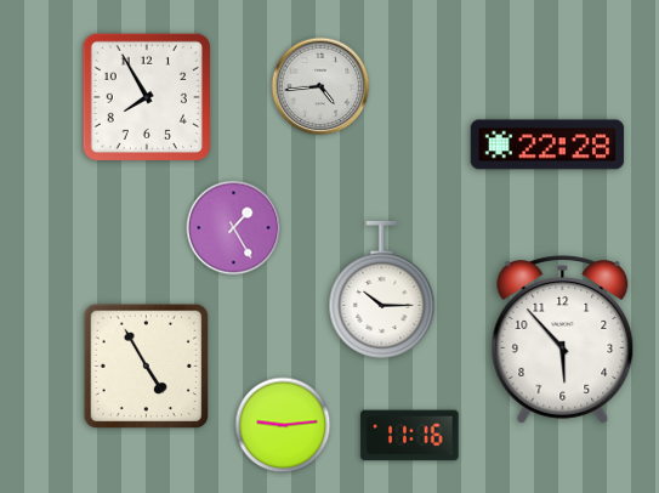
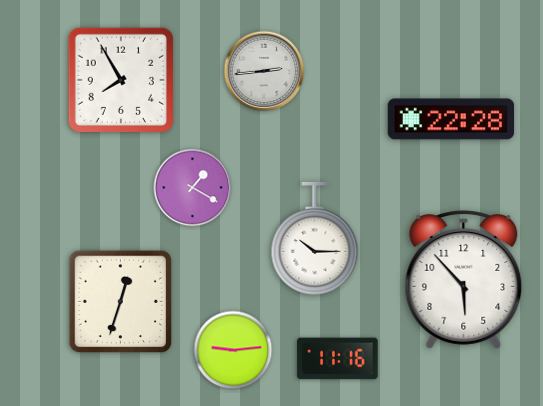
clock at (320, 86): 4:44 -> 2:44
clock at (234, 228): 1:25 -> 1:20
clock at (147, 367): 4:55 -> 12:33
